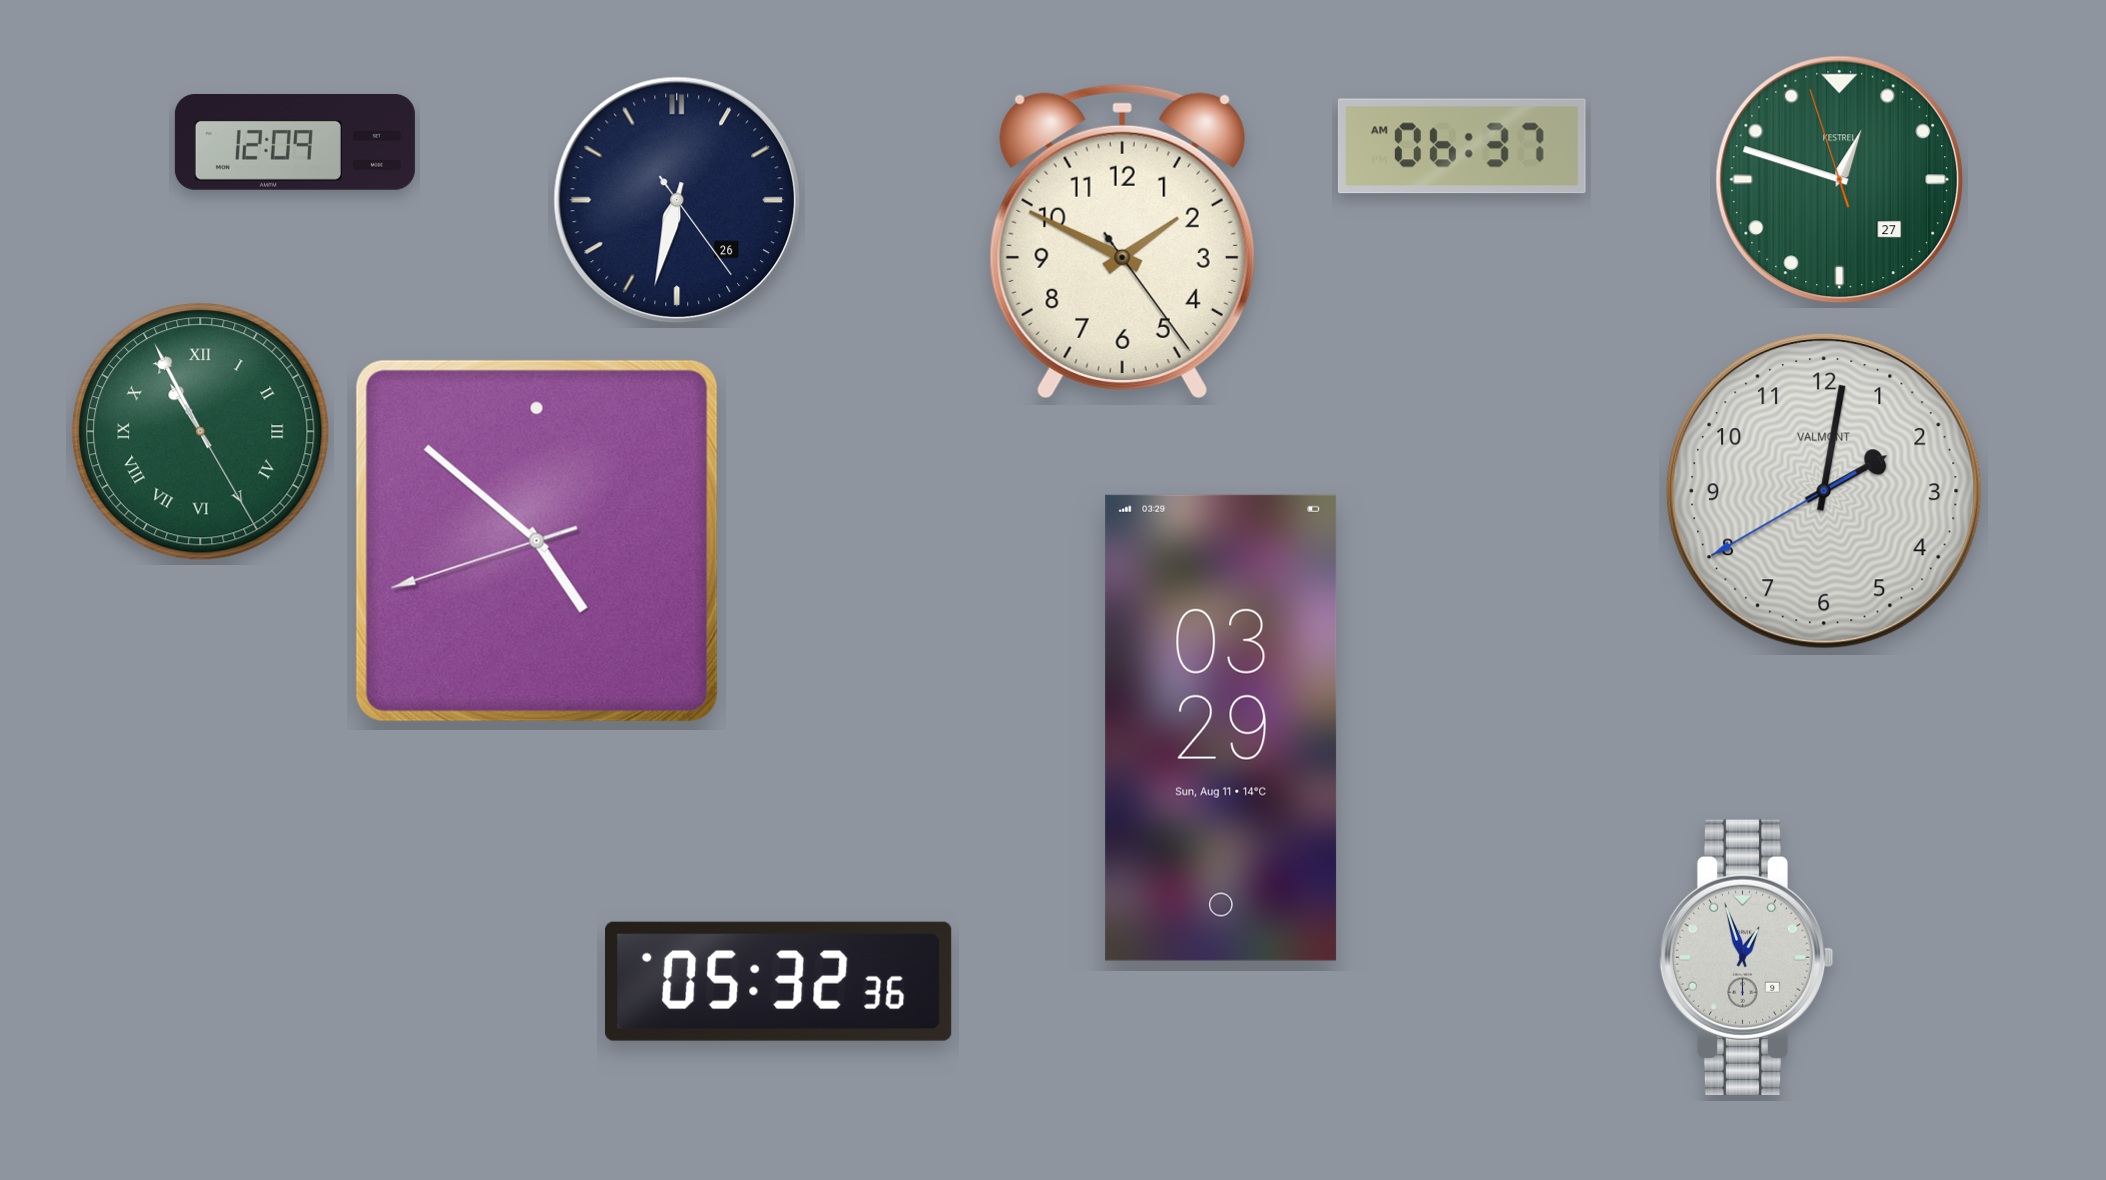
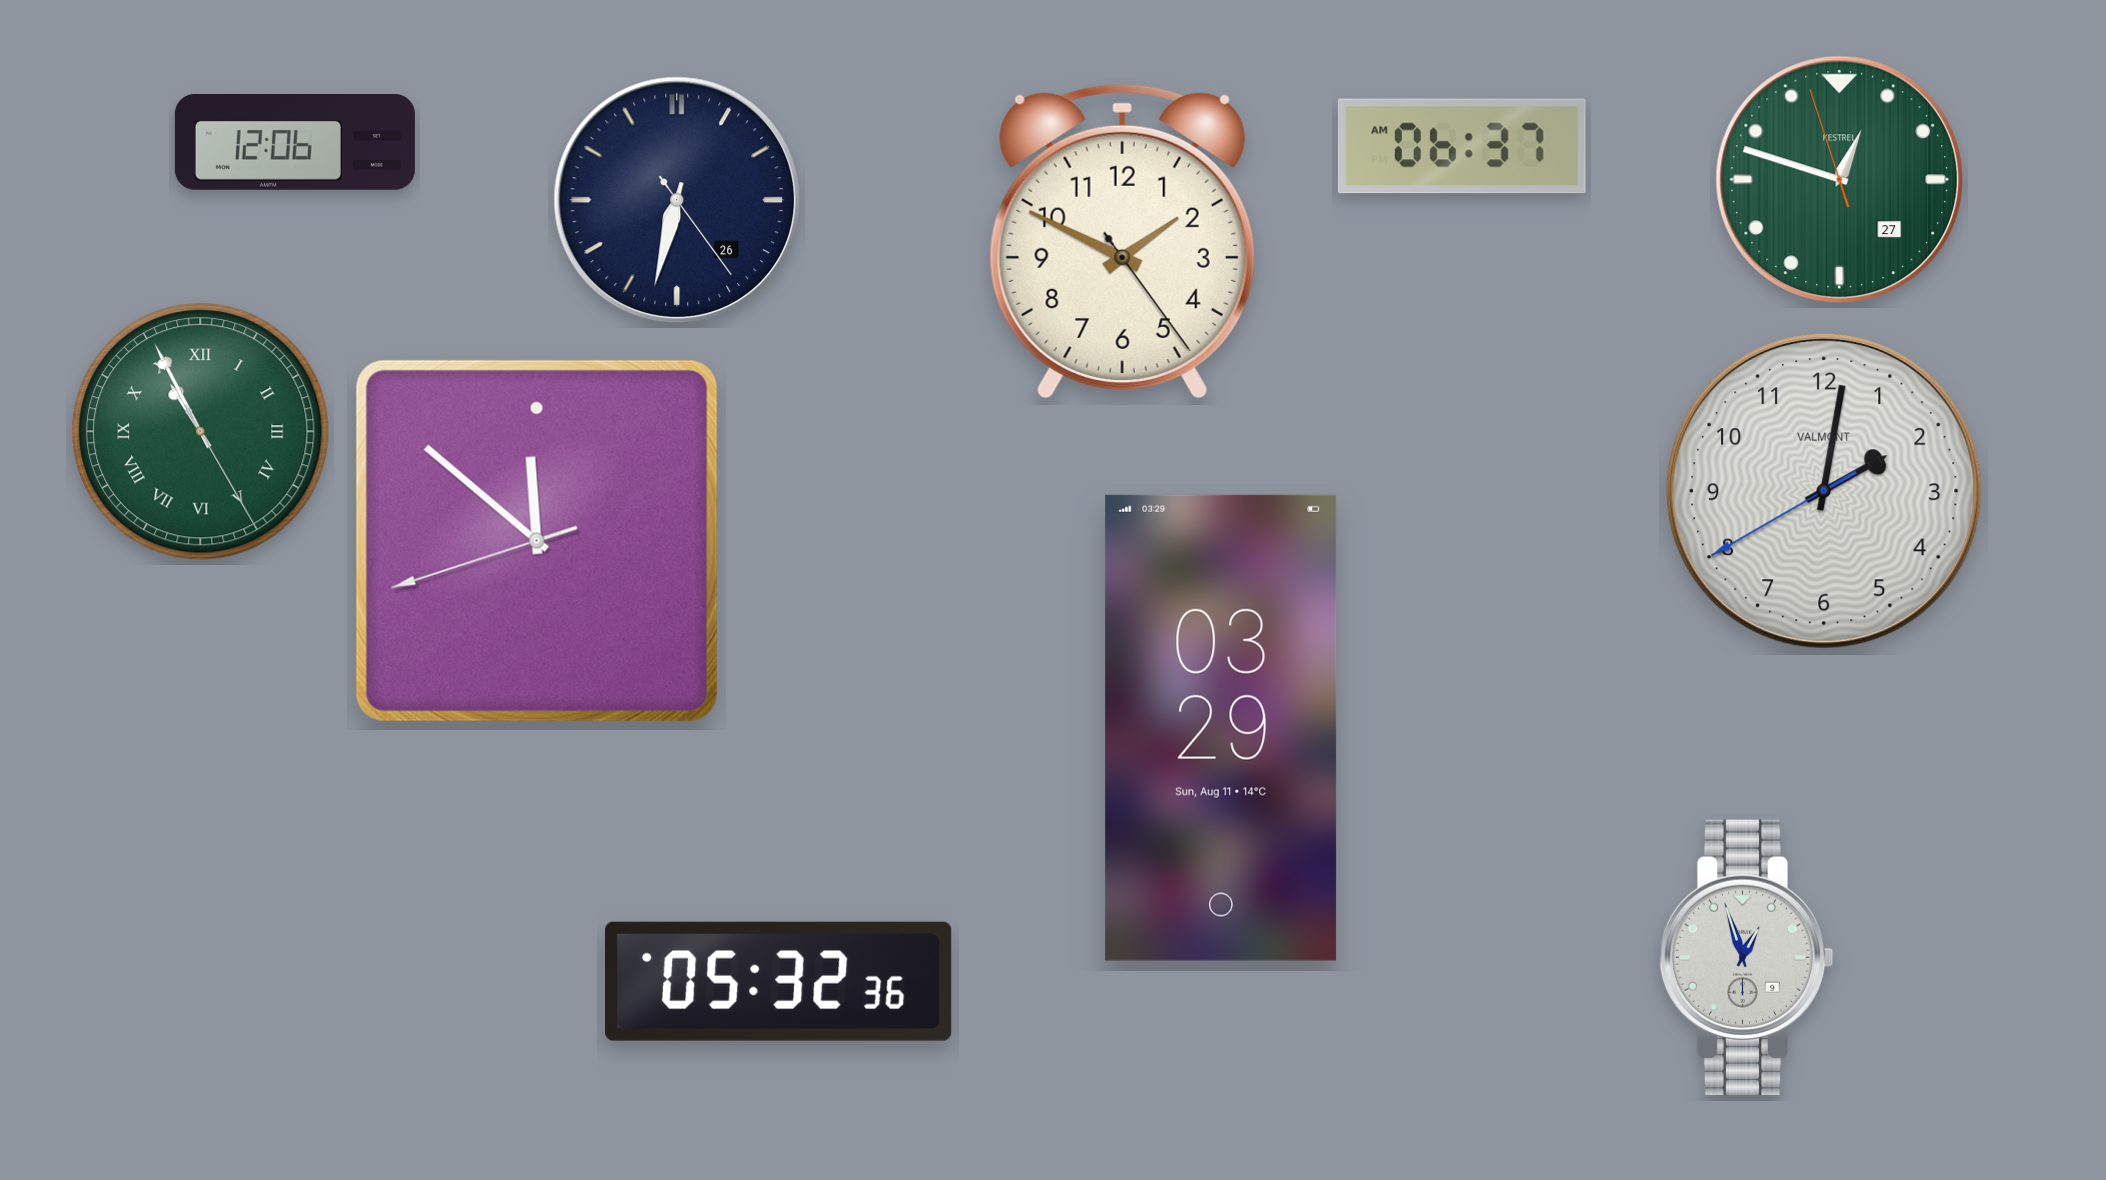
clock at (295, 143): 12:09 -> 12:06
clock at (537, 541): 4:51 -> 11:51
